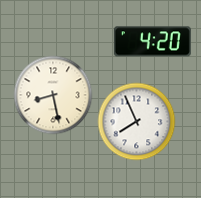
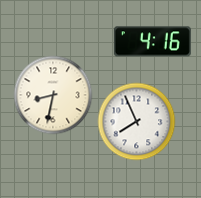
clock at (152, 42): 4:20 -> 4:16
clock at (53, 95): 8:28 -> 8:32
